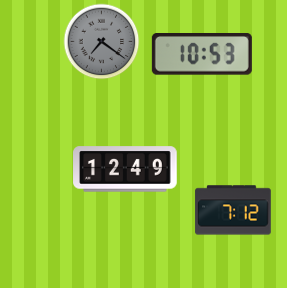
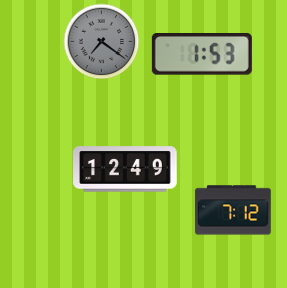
clock at (202, 54): 10:53 -> 1:53
